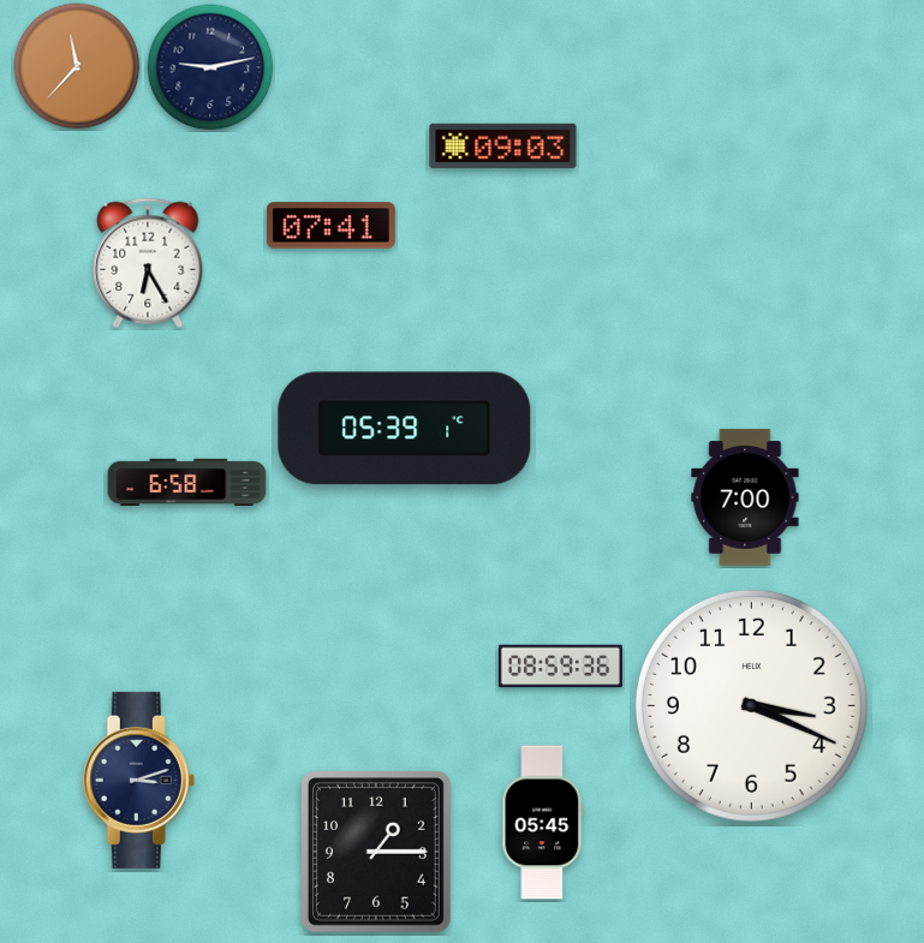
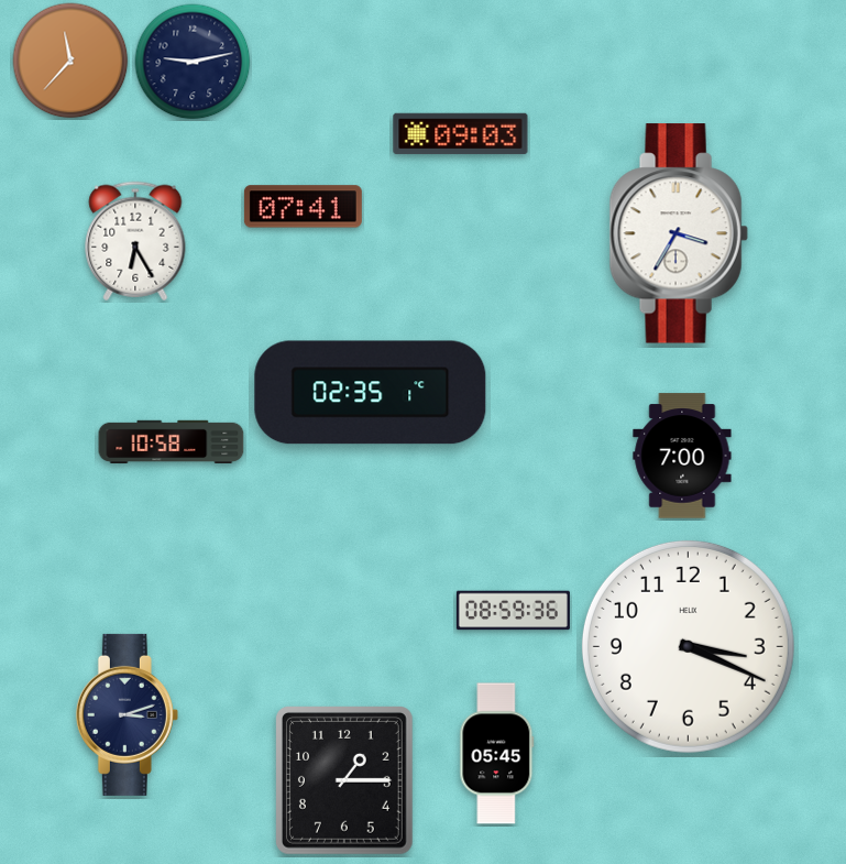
clock at (679, 233): none -> 3:35
clock at (405, 429): 05:39 -> 02:35
clock at (187, 483): 6:58 -> 10:58
